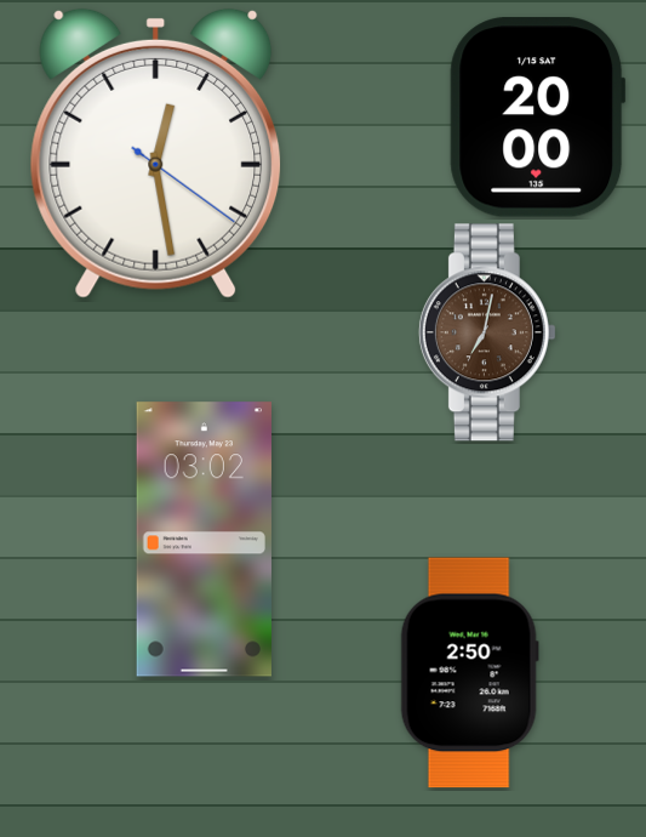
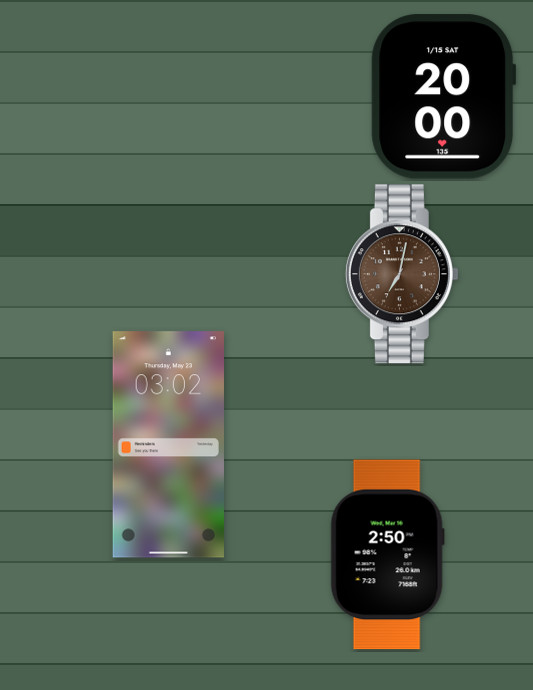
clock at (156, 153): 12:28 -> none
